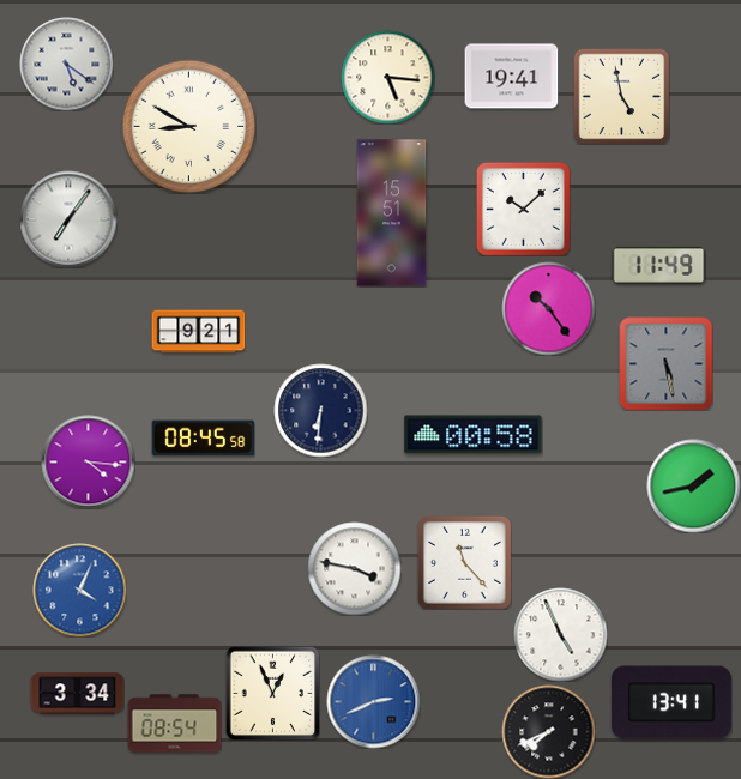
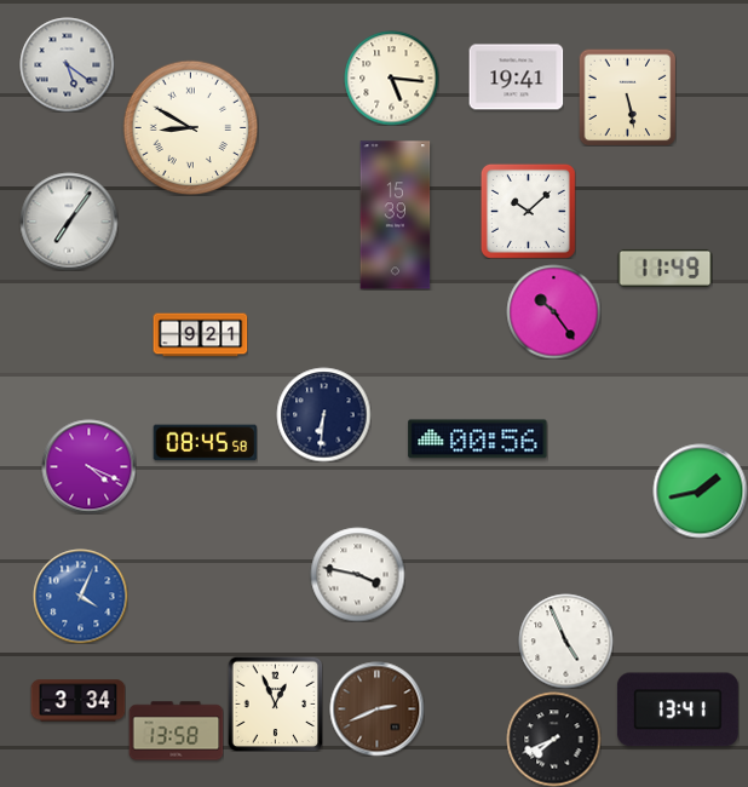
clock at (621, 96): 4:58 -> 5:28
clock at (392, 213): 15:51 -> 15:39
clock at (665, 363): 5:28 -> none
clock at (474, 435): 00:58 -> 00:56
clock at (88, 461): 4:16 -> 4:19
clock at (464, 562): 11:23 -> none
clock at (272, 693) position: (272, 693) -> (275, 703)
clock at (373, 701) dial: blue -> brown
clock at (174, 724): 08:54 -> 13:58
